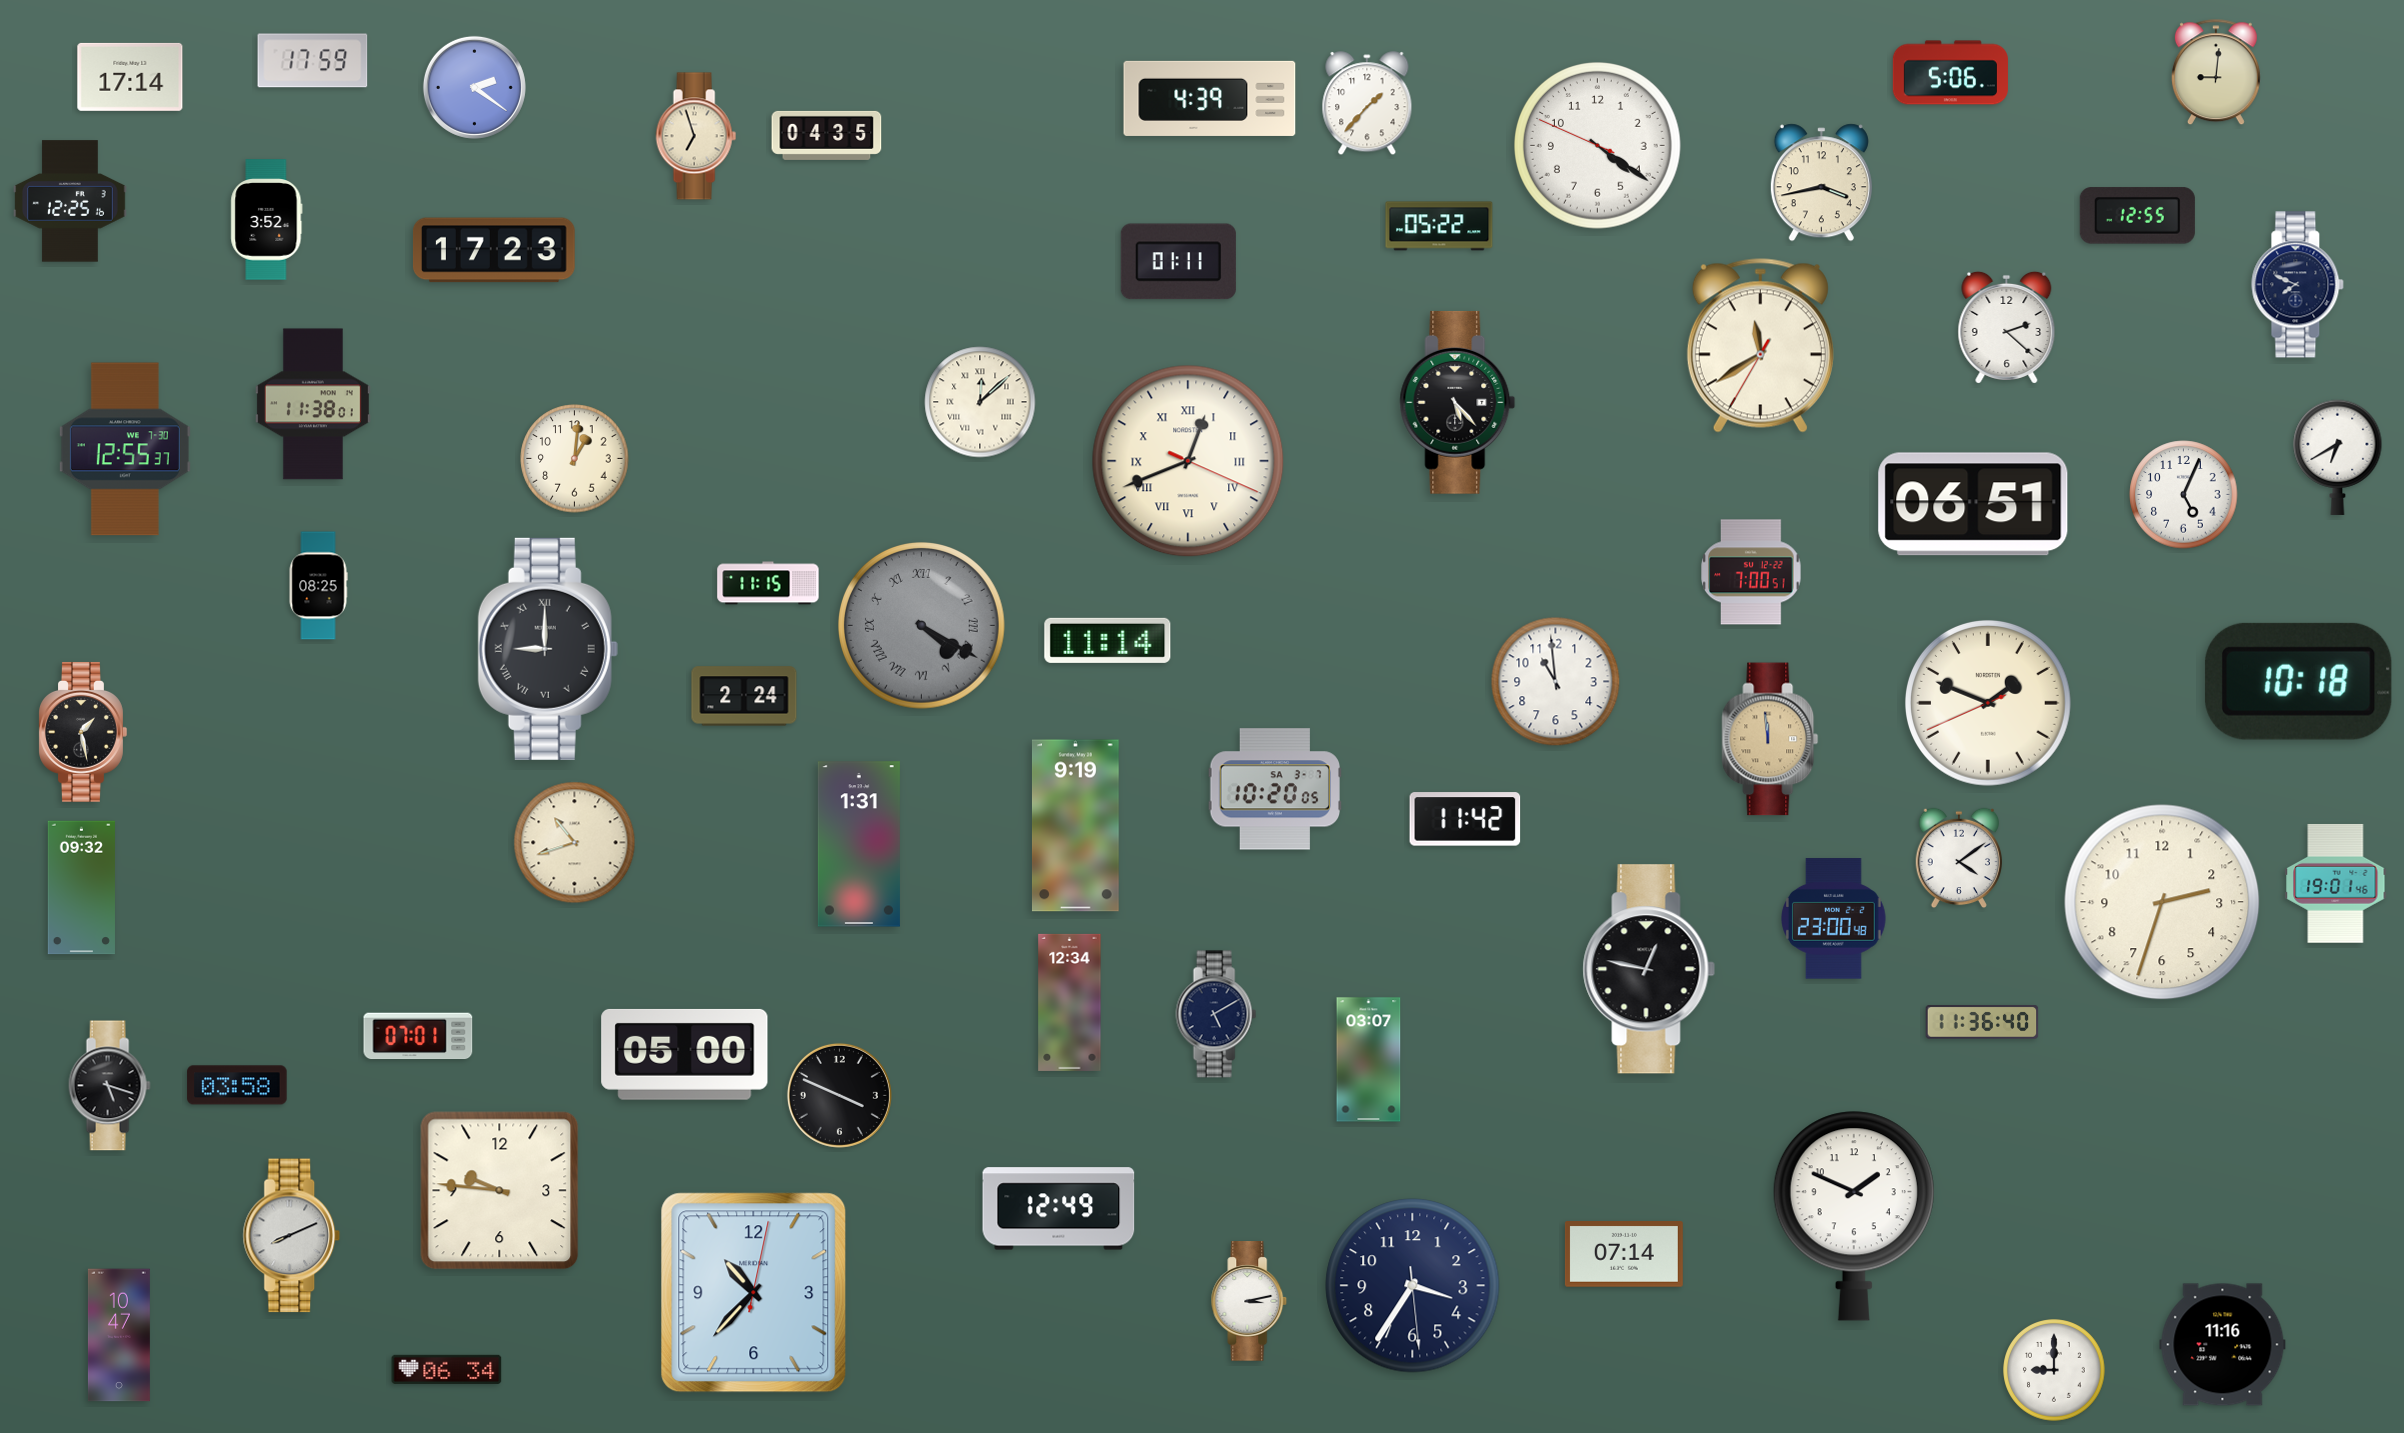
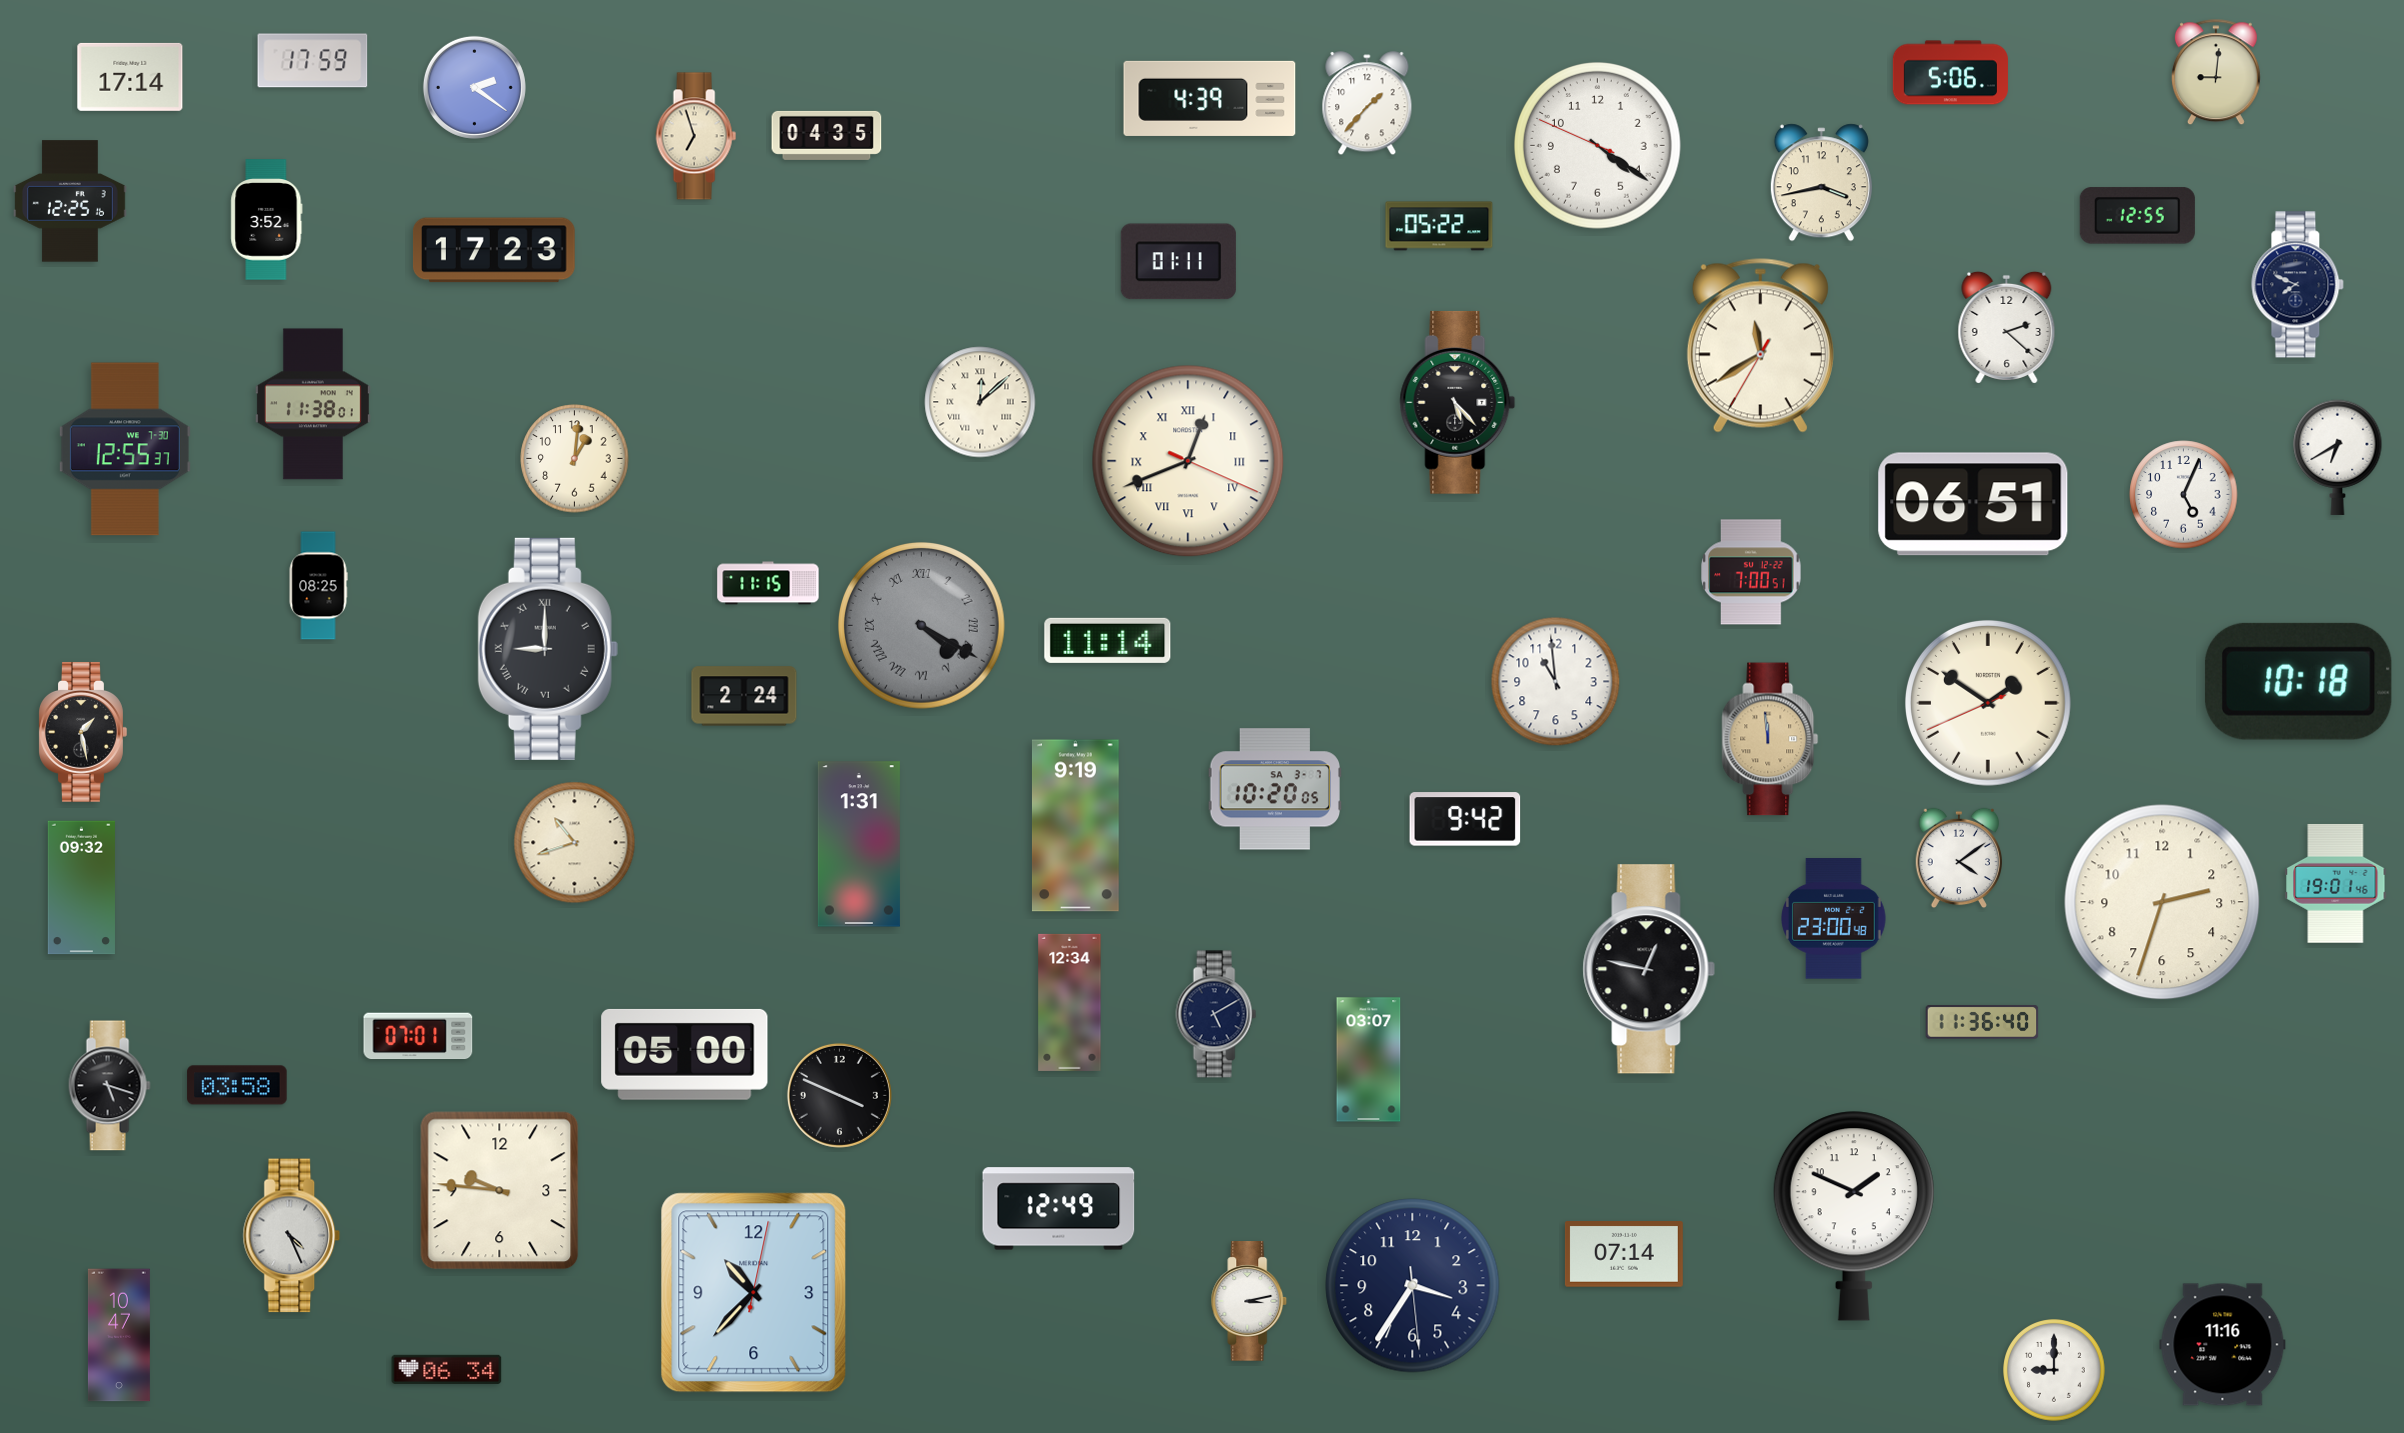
clock at (1988, 703): 1:48 -> 1:50
clock at (1465, 819): 11:42 -> 9:42
clock at (292, 1236): 8:11 -> 4:26
